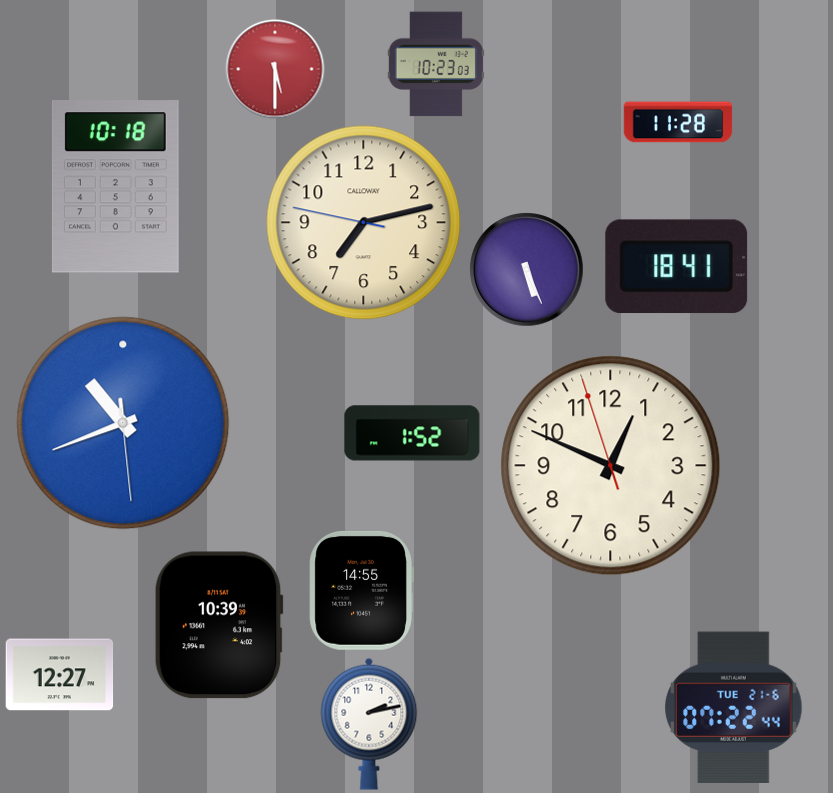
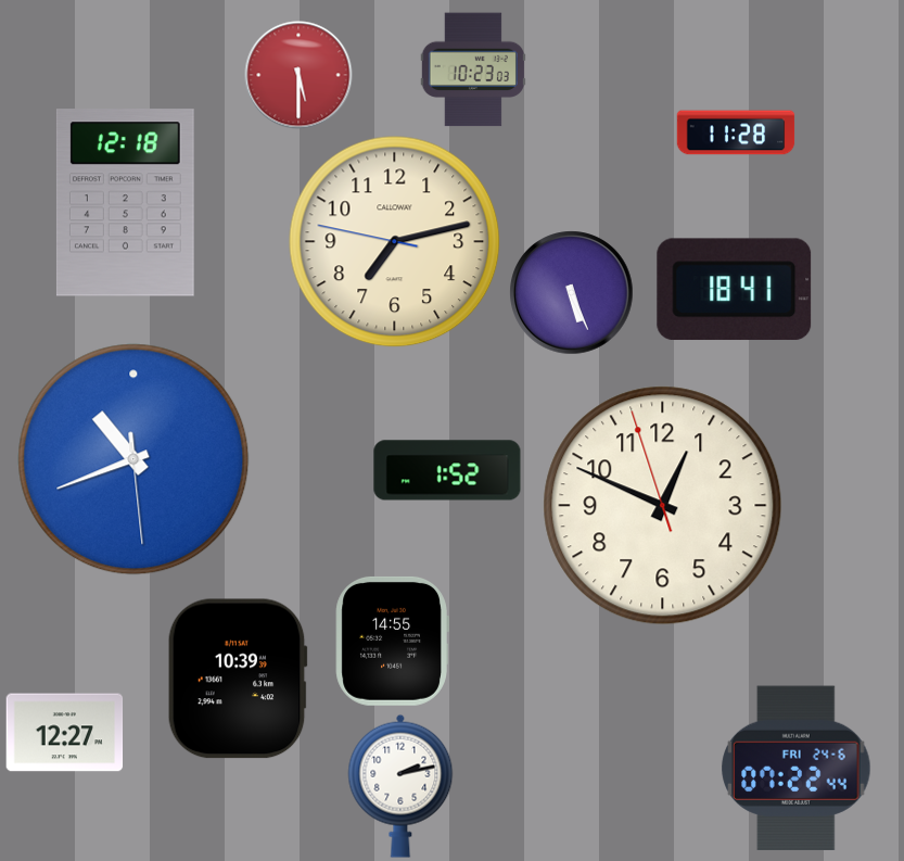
clock at (115, 187): 10:18 -> 12:18
clock at (734, 707) date: TUE 21-6 -> FRI 24-6
